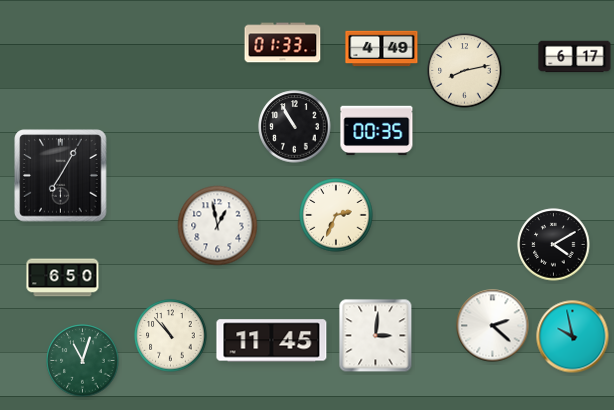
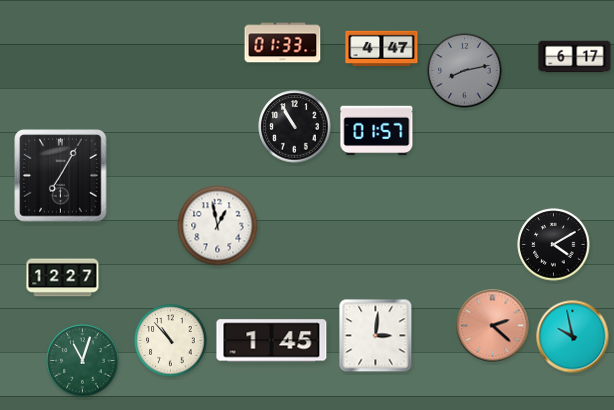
clock at (382, 49): 4:49 -> 4:47
clock at (465, 71) dial: cream -> grey
clock at (377, 131): 00:35 -> 01:57
clock at (336, 215): 2:34 -> none
clock at (63, 278): 6:50 -> 12:27
clock at (493, 326) dial: white -> salmon
clock at (171, 336) position: (171, 336) -> (171, 341)
clock at (272, 341): 11:45 -> 1:45
